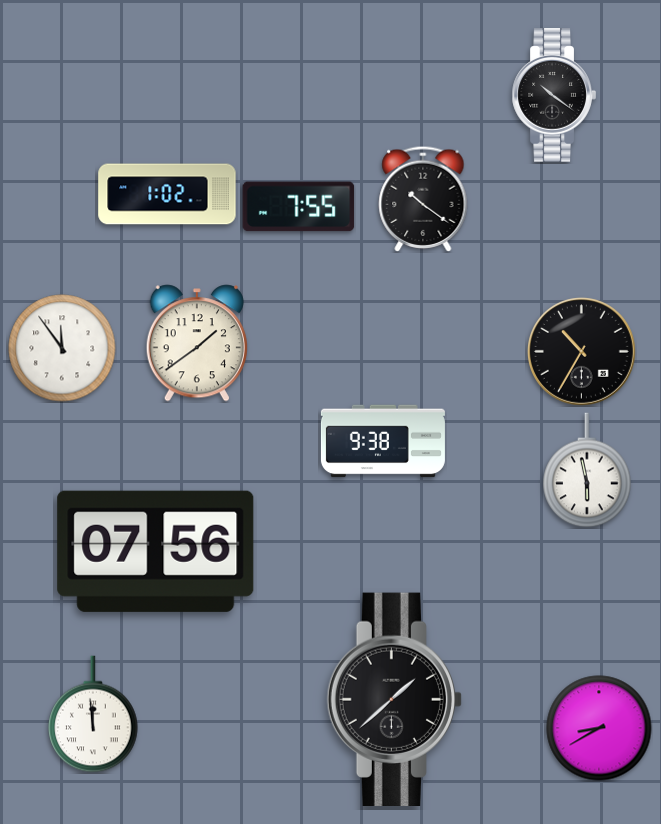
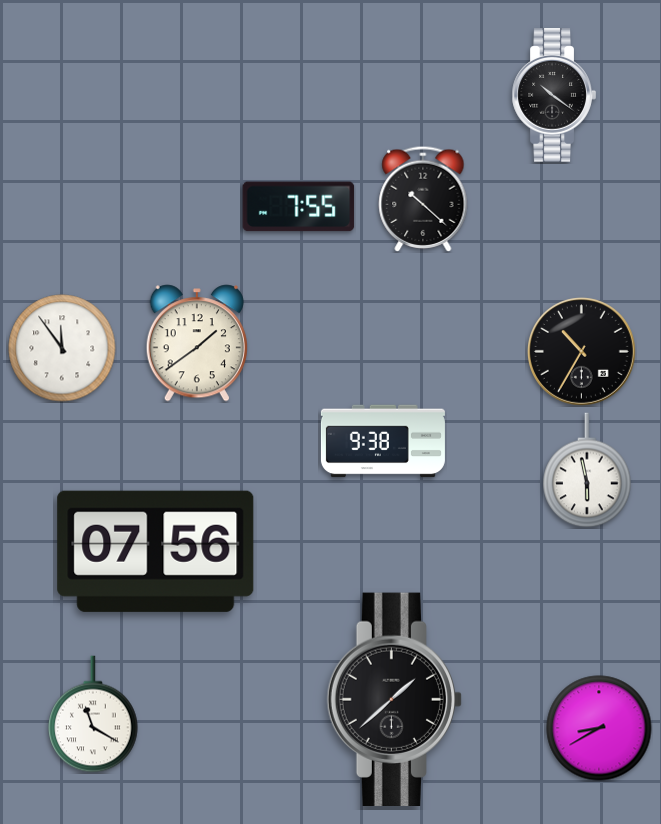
clock at (167, 194): 1:02 -> none
clock at (423, 199): 10:21 -> 10:22
clock at (93, 714): 11:59 -> 11:20
